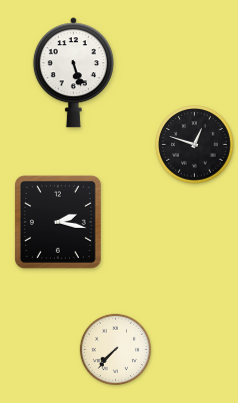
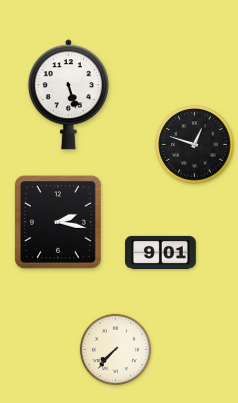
clock at (73, 73) position: (73, 73) -> (68, 95)
clock at (161, 252): none -> 9:01
